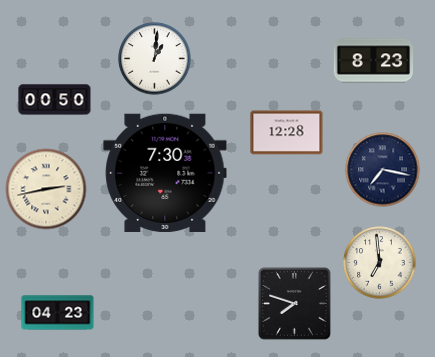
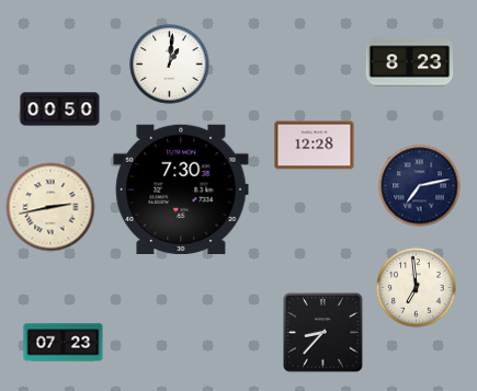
clock at (374, 61) position: (374, 61) -> (410, 62)
clock at (383, 170): 7:17 -> 7:13
clock at (295, 304): 7:48 -> 8:37
clock at (58, 313): 04:23 -> 07:23
